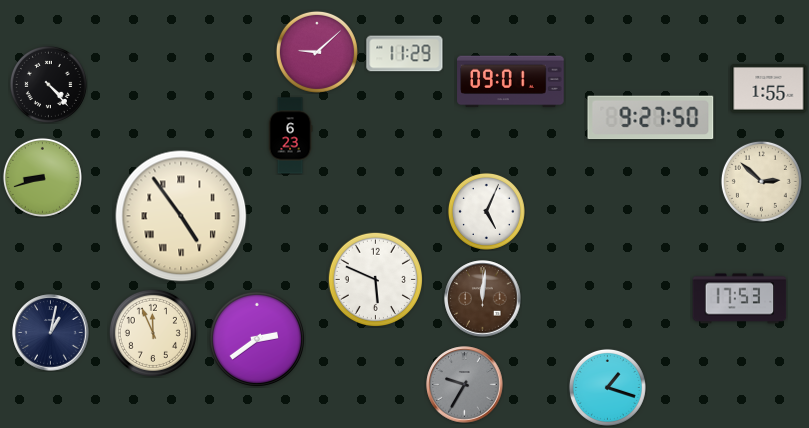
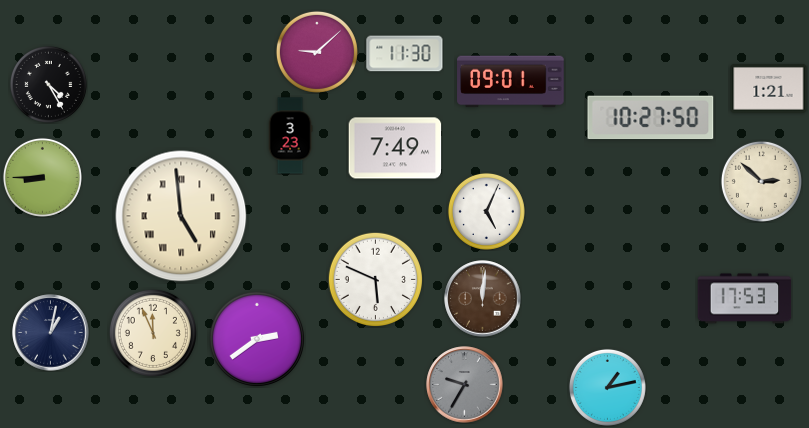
clock at (405, 54): 11:29 -> 11:30
clock at (48, 84): 4:23 -> 4:25
clock at (769, 88): 1:55 -> 1:21
clock at (651, 118): 9:27 -> 10:27
clock at (290, 136): 6:23 -> 3:23
clock at (395, 148): none -> 7:49
clock at (42, 177): 8:42 -> 8:45
clock at (181, 216): 4:54 -> 4:59
clock at (740, 299) position: (740, 299) -> (745, 299)
clock at (607, 387): 1:18 -> 1:13
